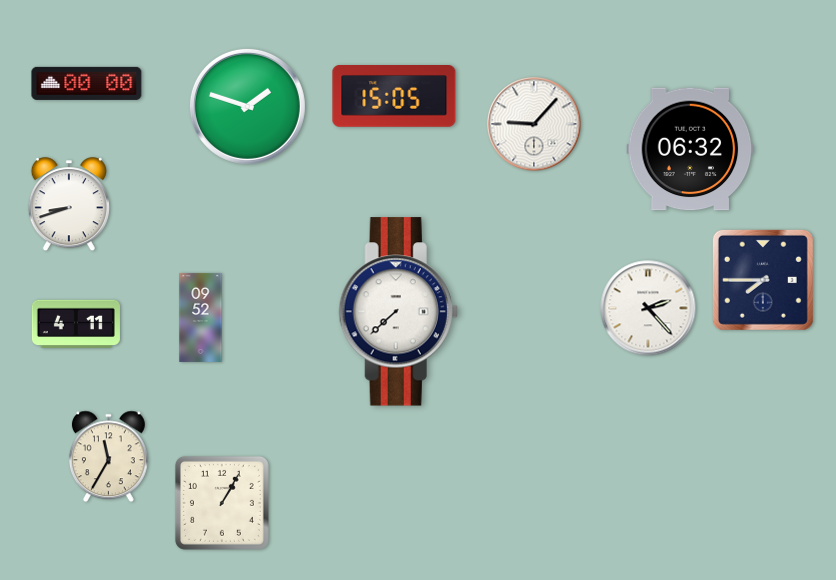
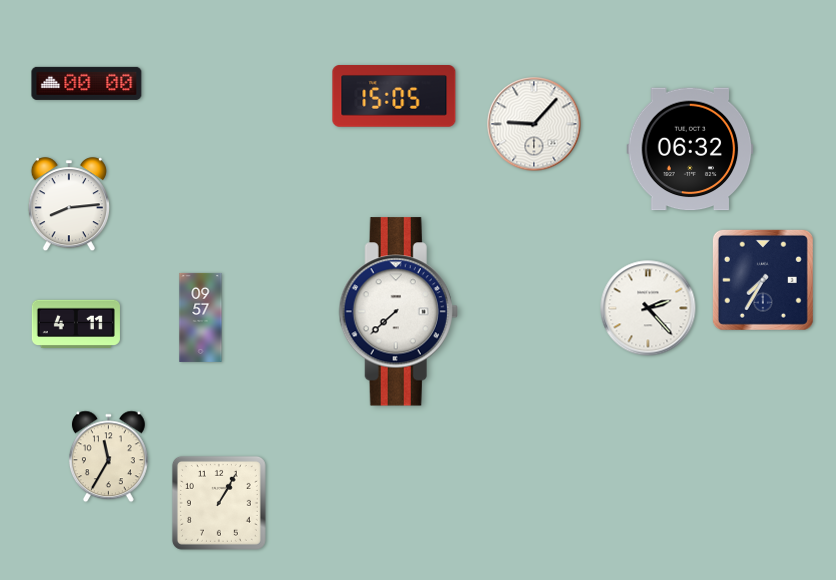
clock at (247, 106): 1:48 -> none
clock at (69, 205): 8:42 -> 8:14
clock at (763, 280): 7:45 -> 7:35
clock at (201, 317): 09:52 -> 09:57
clock at (222, 503) position: (222, 503) -> (219, 503)
